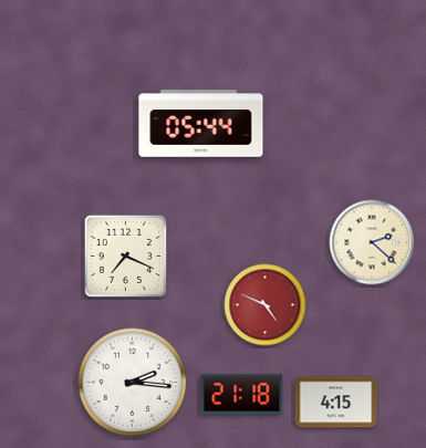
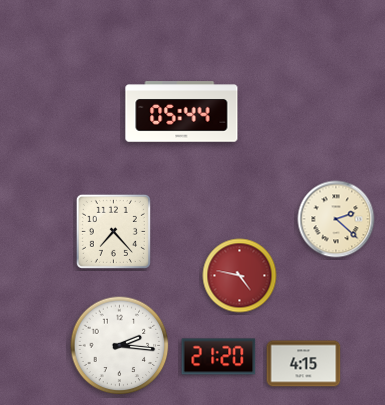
clock at (125, 256): 7:19 -> 7:23
clock at (266, 305): 4:49 -> 4:47
clock at (242, 395): 21:18 -> 21:20
